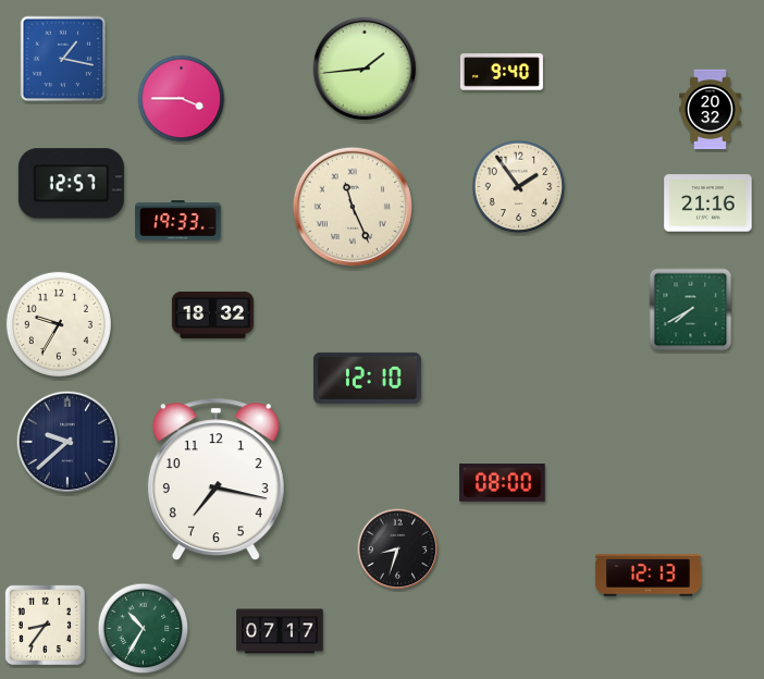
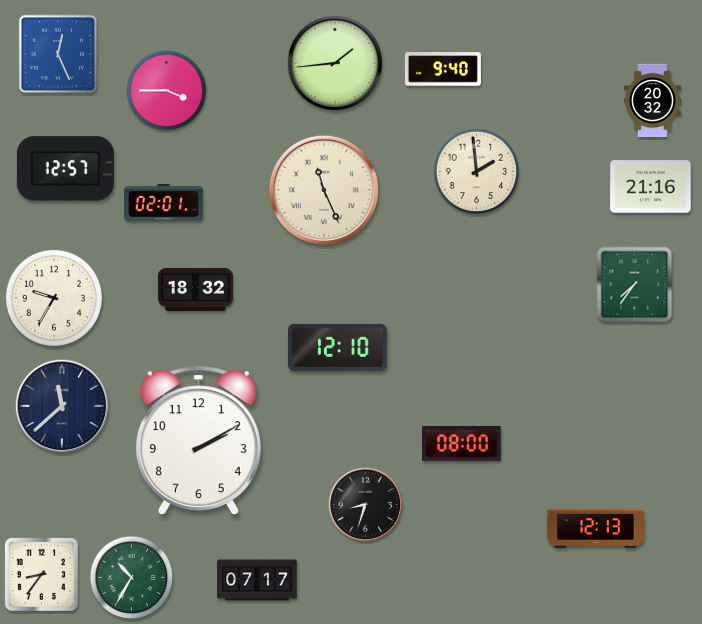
clock at (63, 59): 1:17 -> 12:26
clock at (502, 72) position: (502, 72) -> (443, 69)
clock at (519, 187): 1:54 -> 1:59
clock at (178, 221): 19:33 -> 02:01
clock at (691, 310): 7:40 -> 7:36
clock at (67, 442): 9:38 -> 11:38
clock at (215, 480): 7:17 -> 2:10
